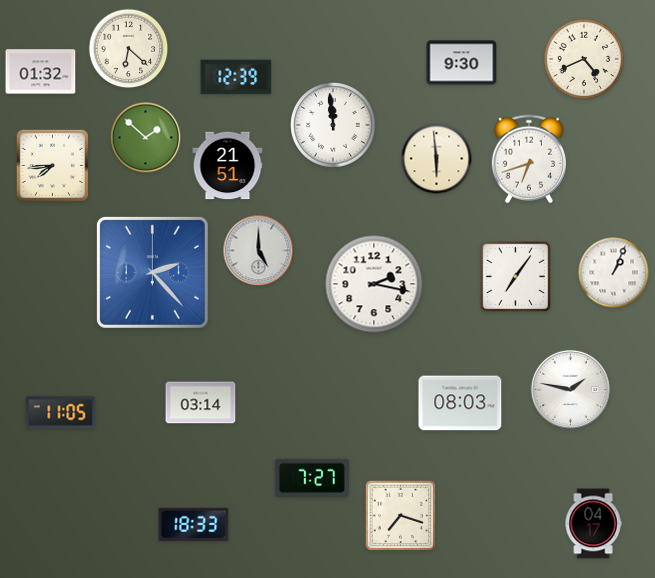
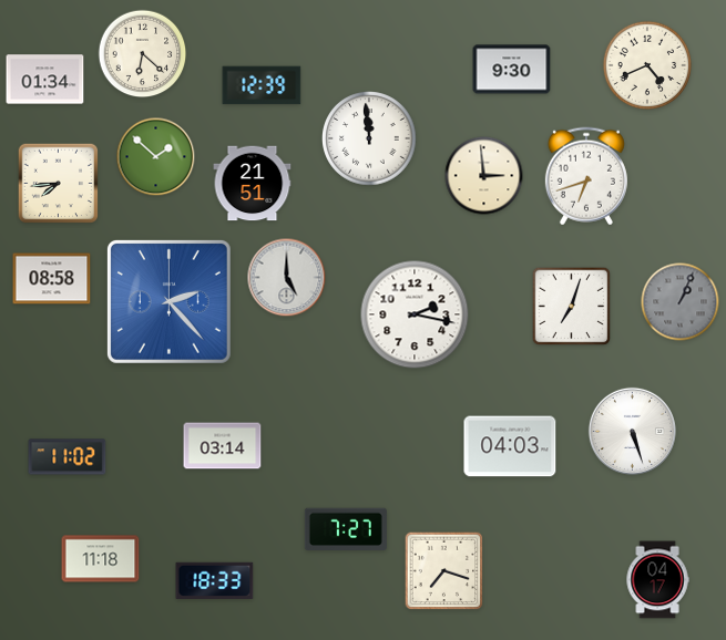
clock at (41, 72): 01:32 -> 01:34
clock at (146, 138) position: (146, 138) -> (156, 157)
clock at (437, 159): 5:59 -> 2:59
clock at (52, 279): none -> 08:58
clock at (614, 273) dial: white -> grey
clock at (516, 277): 7:06 -> 7:03
clock at (570, 389): 1:47 -> 5:27
clock at (460, 403): 08:03 -> 04:03
clock at (61, 413): 11:05 -> 11:02
clock at (101, 559): none -> 11:18
